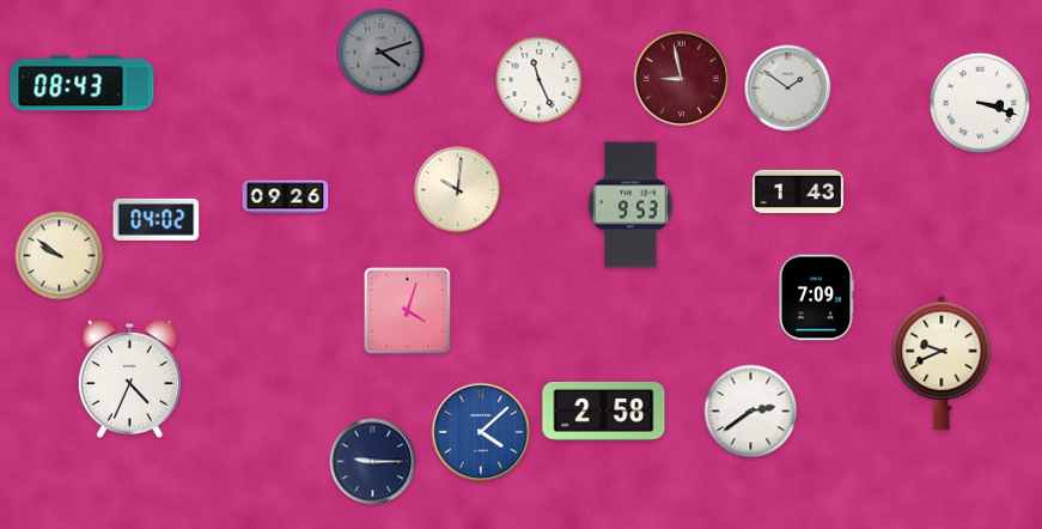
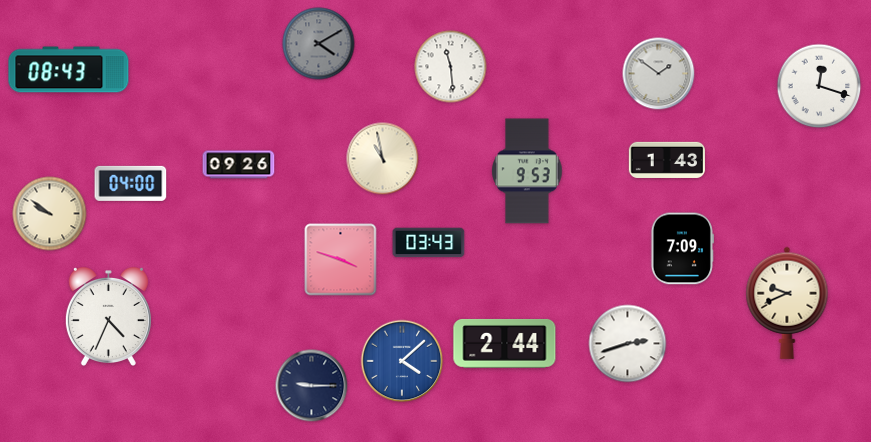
clock at (382, 53): 4:12 -> 4:10
clock at (682, 79): 8:58 -> none
clock at (540, 80): 11:26 -> 11:29
clock at (980, 103): 3:18 -> 12:18
clock at (458, 190): 10:01 -> 10:58
clock at (157, 219): 04:02 -> 04:00
clock at (429, 243): none -> 03:43
clock at (408, 311): 4:03 -> 3:48
clock at (604, 411): 2:58 -> 2:44
clock at (751, 412): 2:39 -> 2:42
